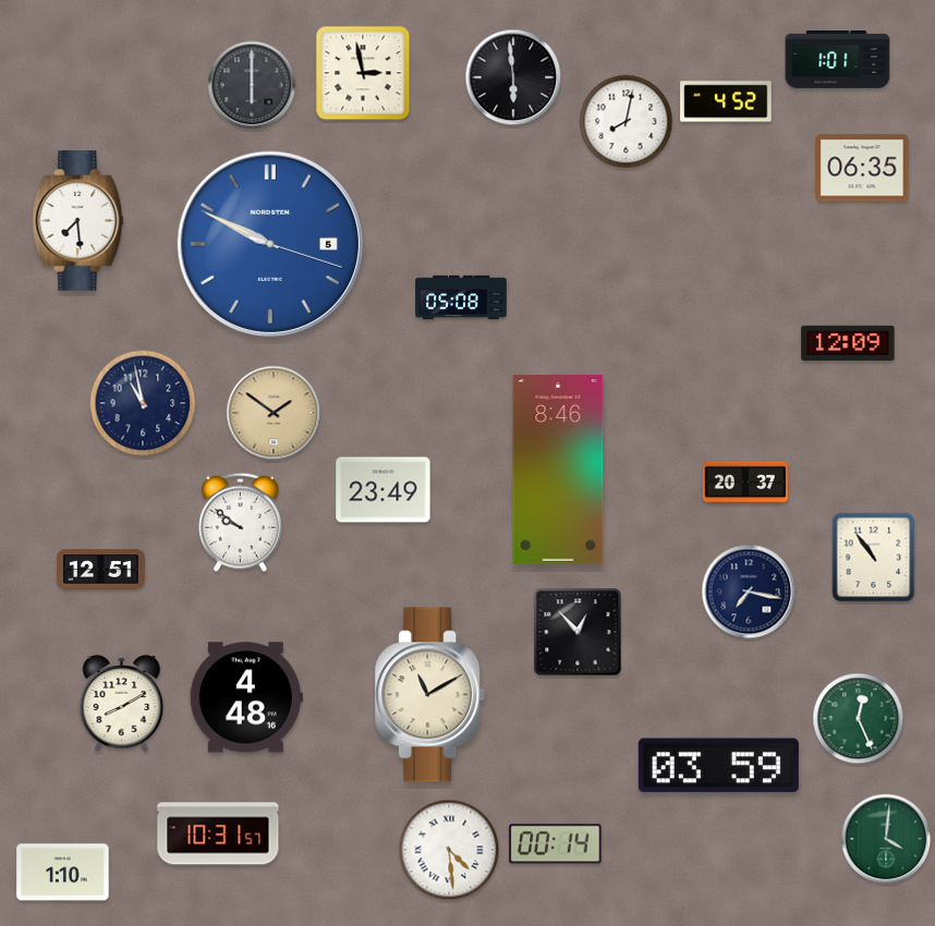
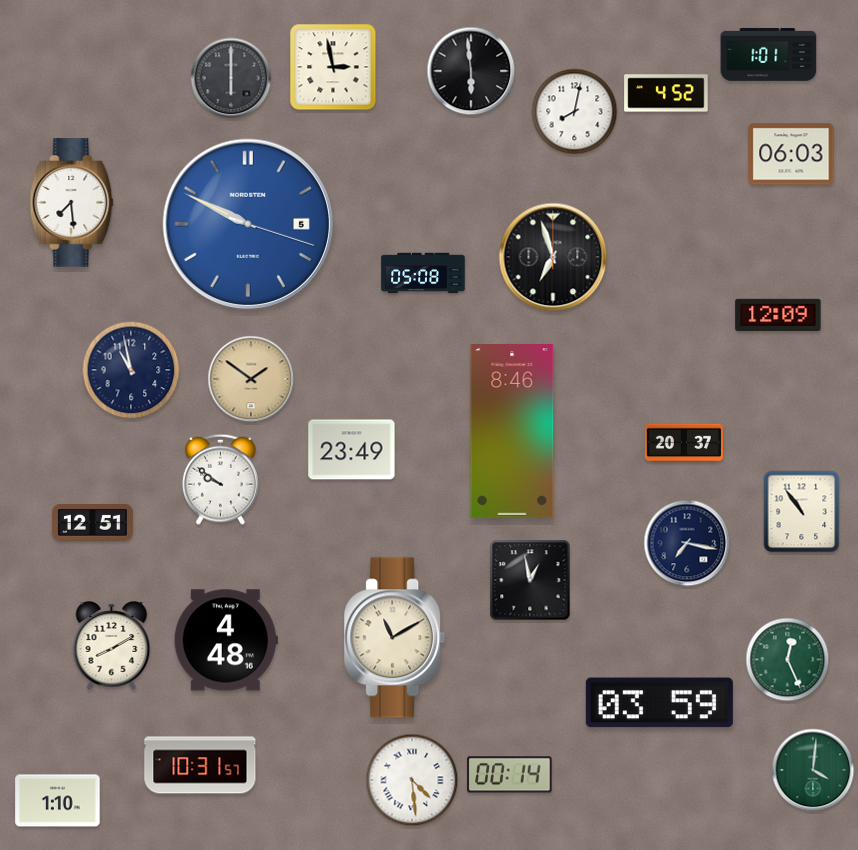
clock at (862, 168): 06:35 -> 06:03
clock at (553, 257): none -> 6:57
clock at (578, 632): 12:53 -> 12:58
